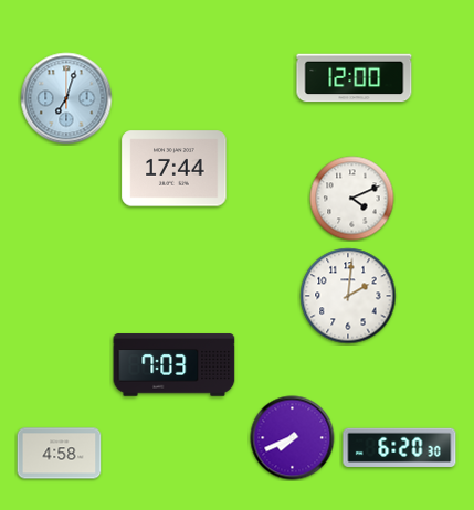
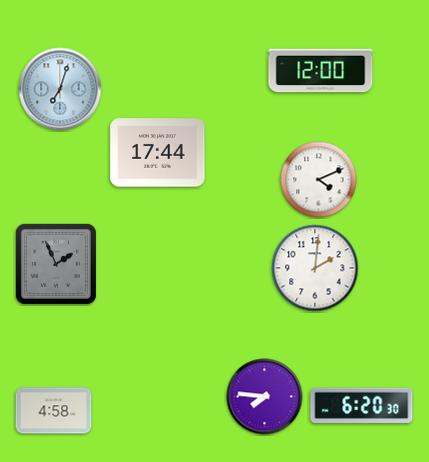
clock at (56, 264): none -> 1:56
clock at (175, 365): 7:03 -> none
clock at (293, 438): 7:41 -> 7:46
